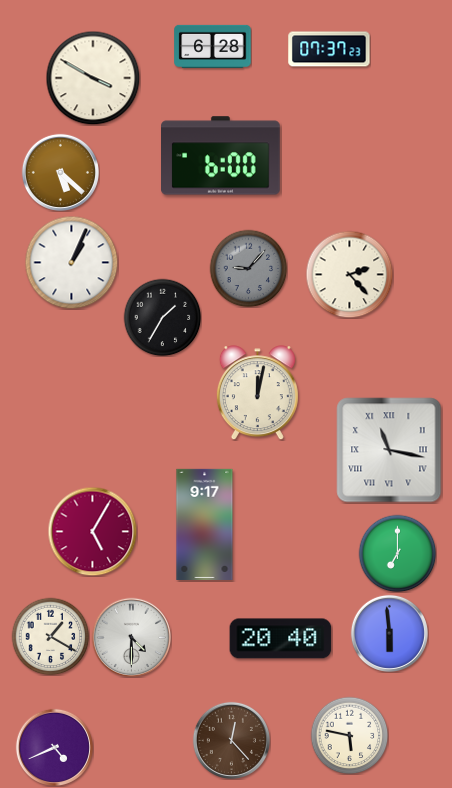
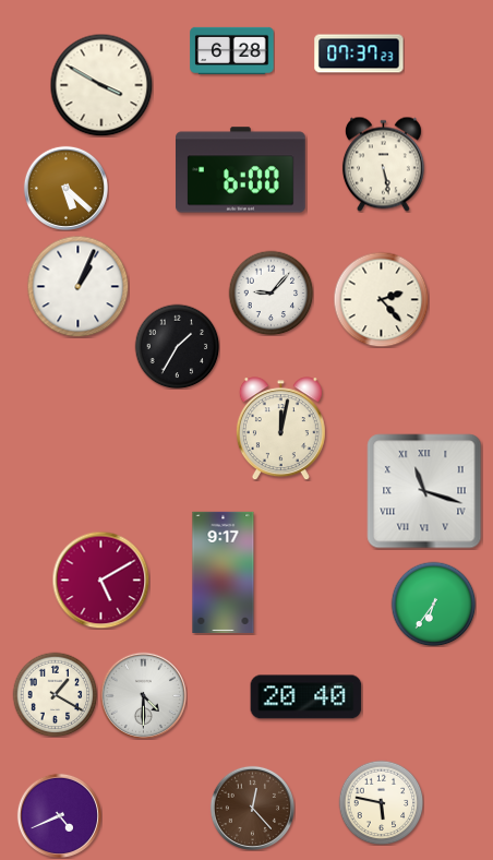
clock at (383, 164): none -> 5:28
clock at (248, 268) dial: grey -> white
clock at (389, 450): 11:17 -> 11:18
clock at (92, 531): 5:05 -> 5:10
clock at (397, 553): 7:00 -> 6:36
clock at (389, 633): 5:59 -> none
